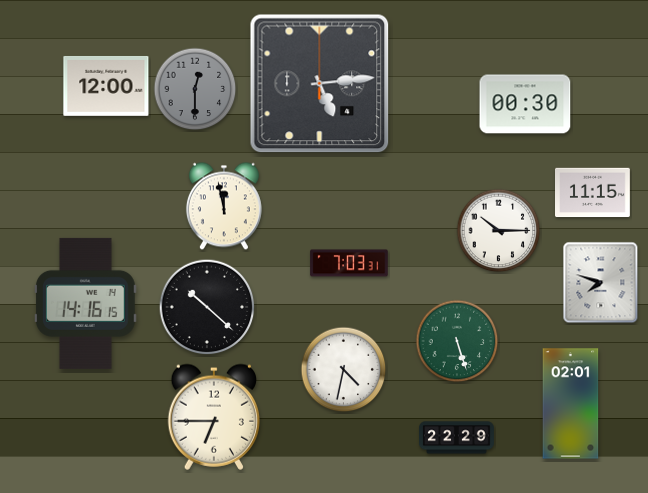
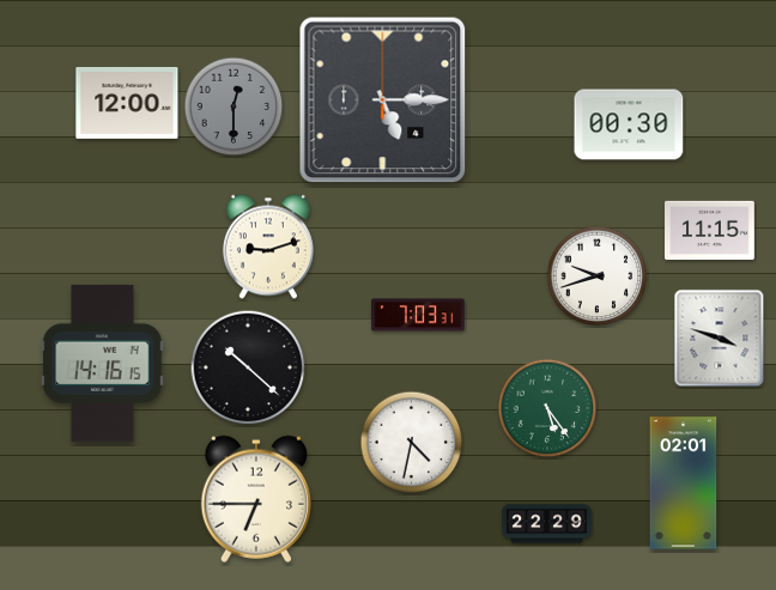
clock at (320, 84): 5:14 -> 5:15
clock at (224, 206): 11:58 -> 9:12
clock at (499, 231): 10:15 -> 9:42
clock at (601, 283): 7:48 -> 3:48
clock at (457, 341): 5:27 -> 5:24
